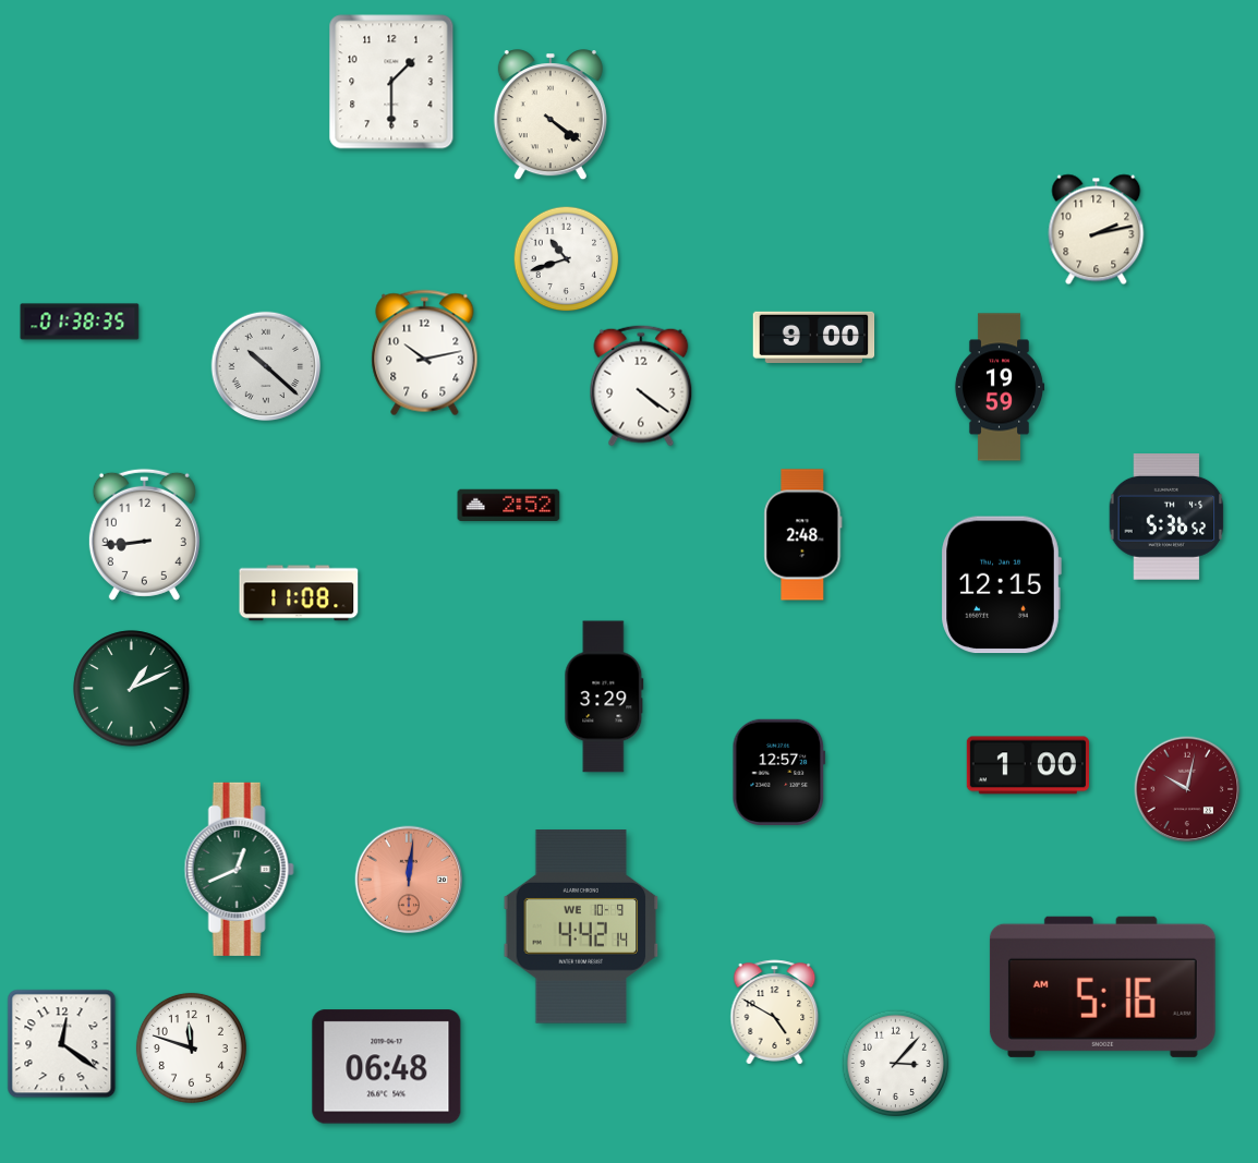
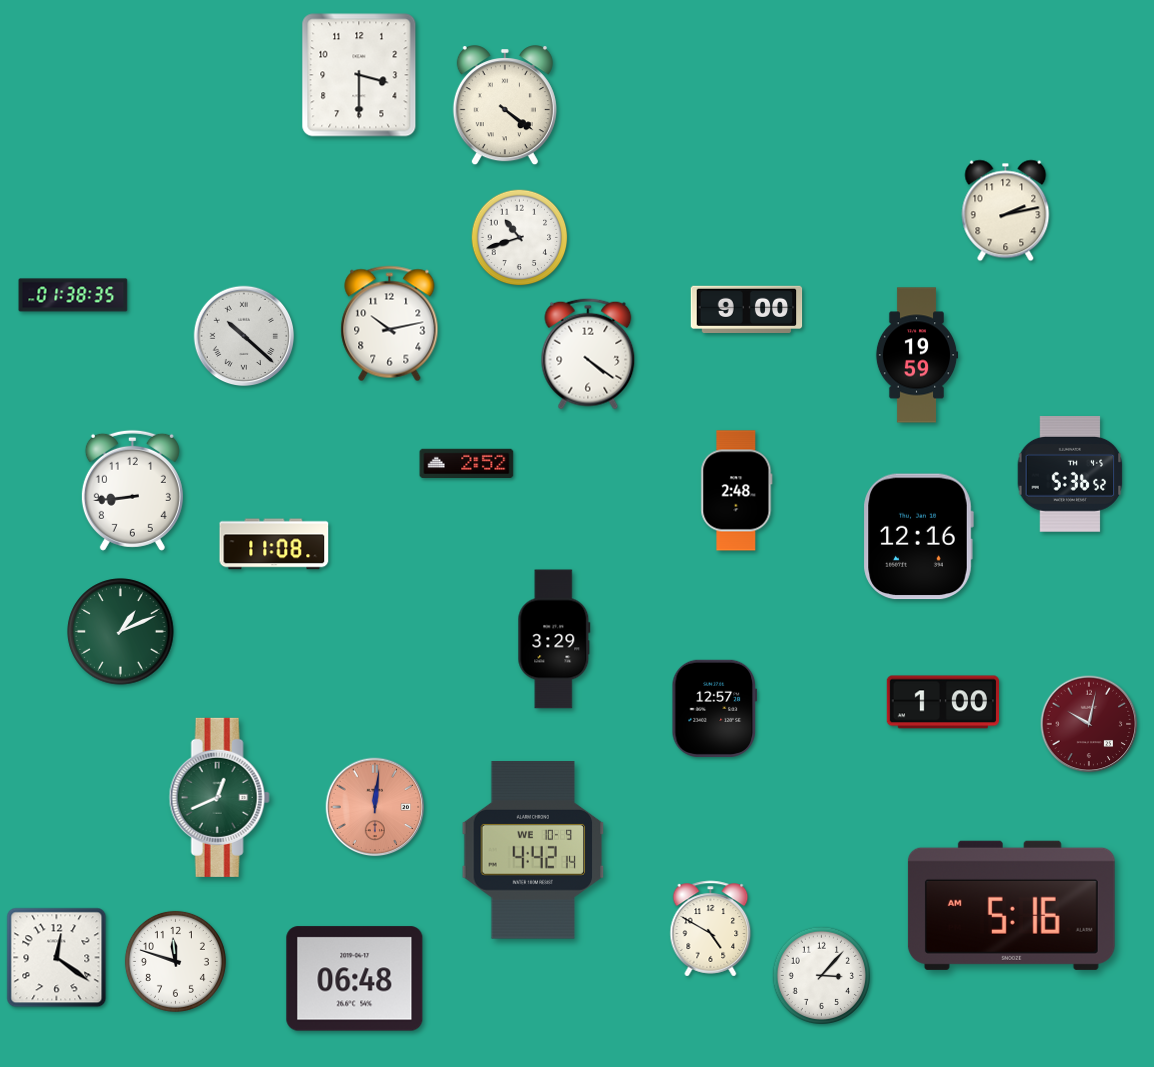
clock at (391, 82): 1:30 -> 3:30
clock at (1001, 585): 12:15 -> 12:16
